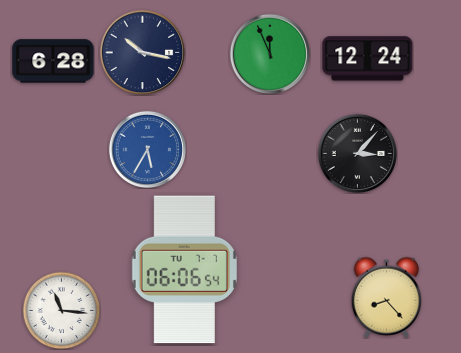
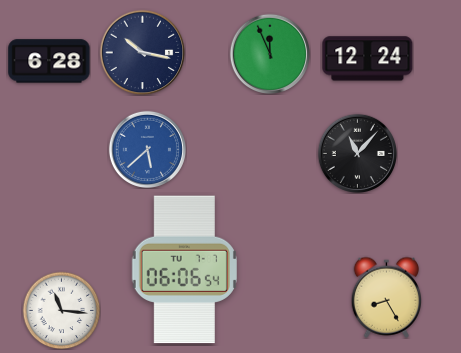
clock at (53, 61) position: (53, 61) -> (49, 61)
clock at (147, 149): 5:35 -> 5:38
clock at (357, 153): 3:07 -> 11:07
clock at (386, 297): 8:23 -> 8:25
